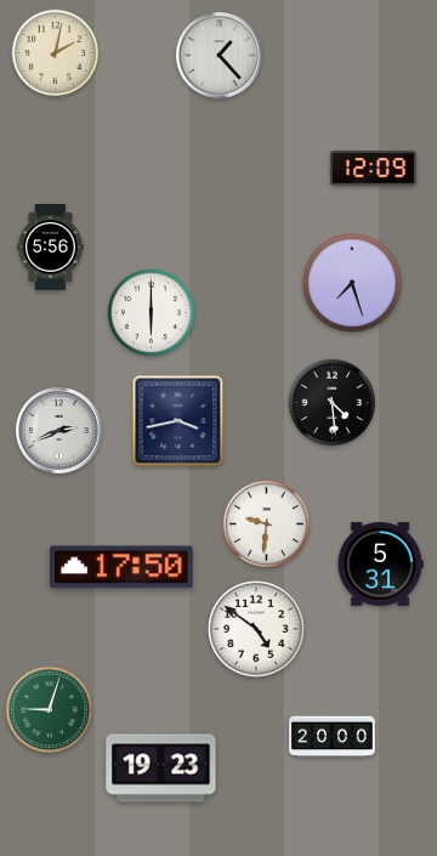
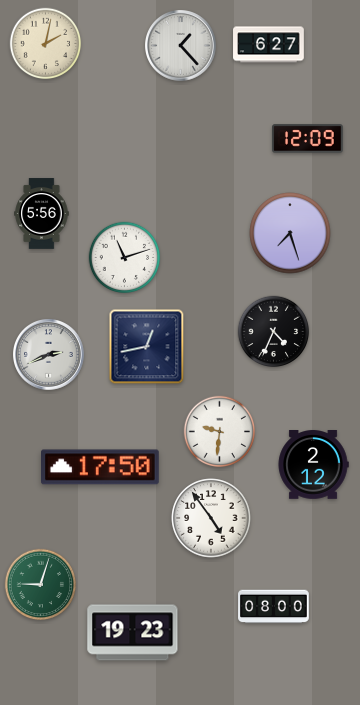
clock at (269, 45): none -> 6:27
clock at (51, 248) position: (51, 248) -> (42, 214)
clock at (152, 313): 6:00 -> 11:12
clock at (333, 403): 4:29 -> 4:34
clock at (178, 421): 3:43 -> 12:43
clock at (380, 565): 5:31 -> 2:12
clock at (256, 629): 4:51 -> 4:54
clock at (333, 737): 20:00 -> 08:00
